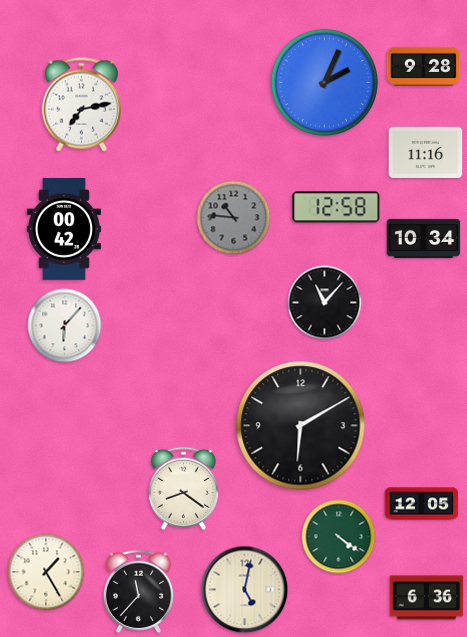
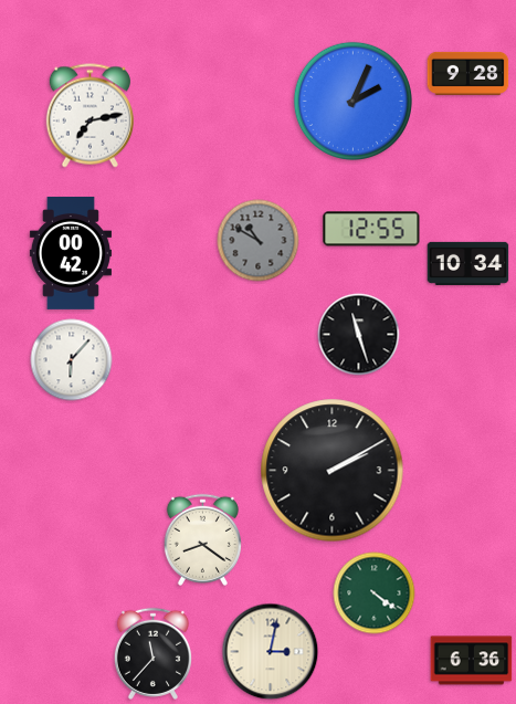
clock at (324, 82) position: (324, 82) -> (352, 101)
clock at (426, 152): 11:16 -> none
clock at (336, 207): 12:58 -> 12:55
clock at (234, 218): 10:46 -> 10:50
clock at (325, 303): 11:07 -> 11:27
clock at (301, 426): 6:10 -> 2:10
clock at (422, 504): 12:05 -> none
clock at (46, 572): 1:25 -> none
clock at (245, 590): 5:02 -> 3:02
